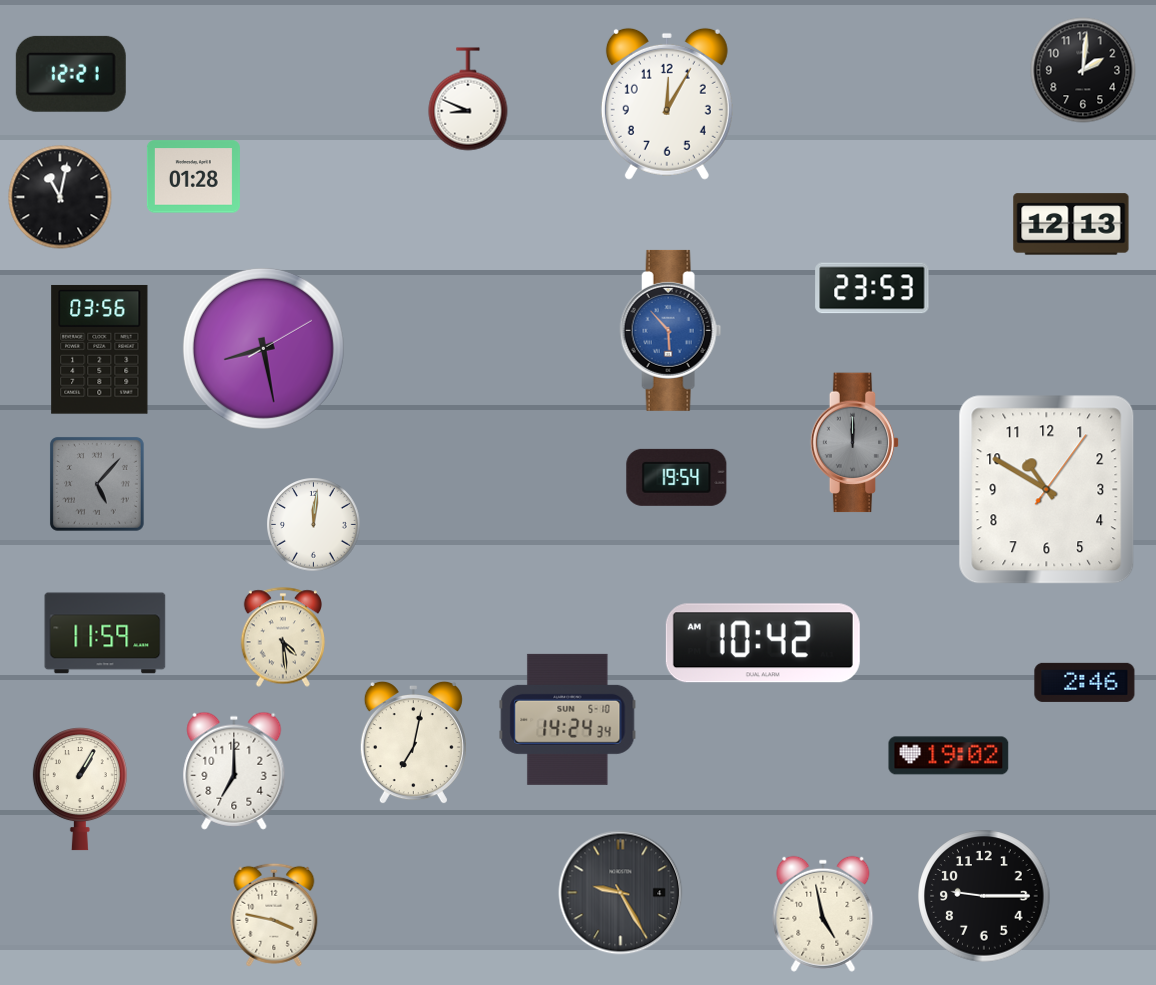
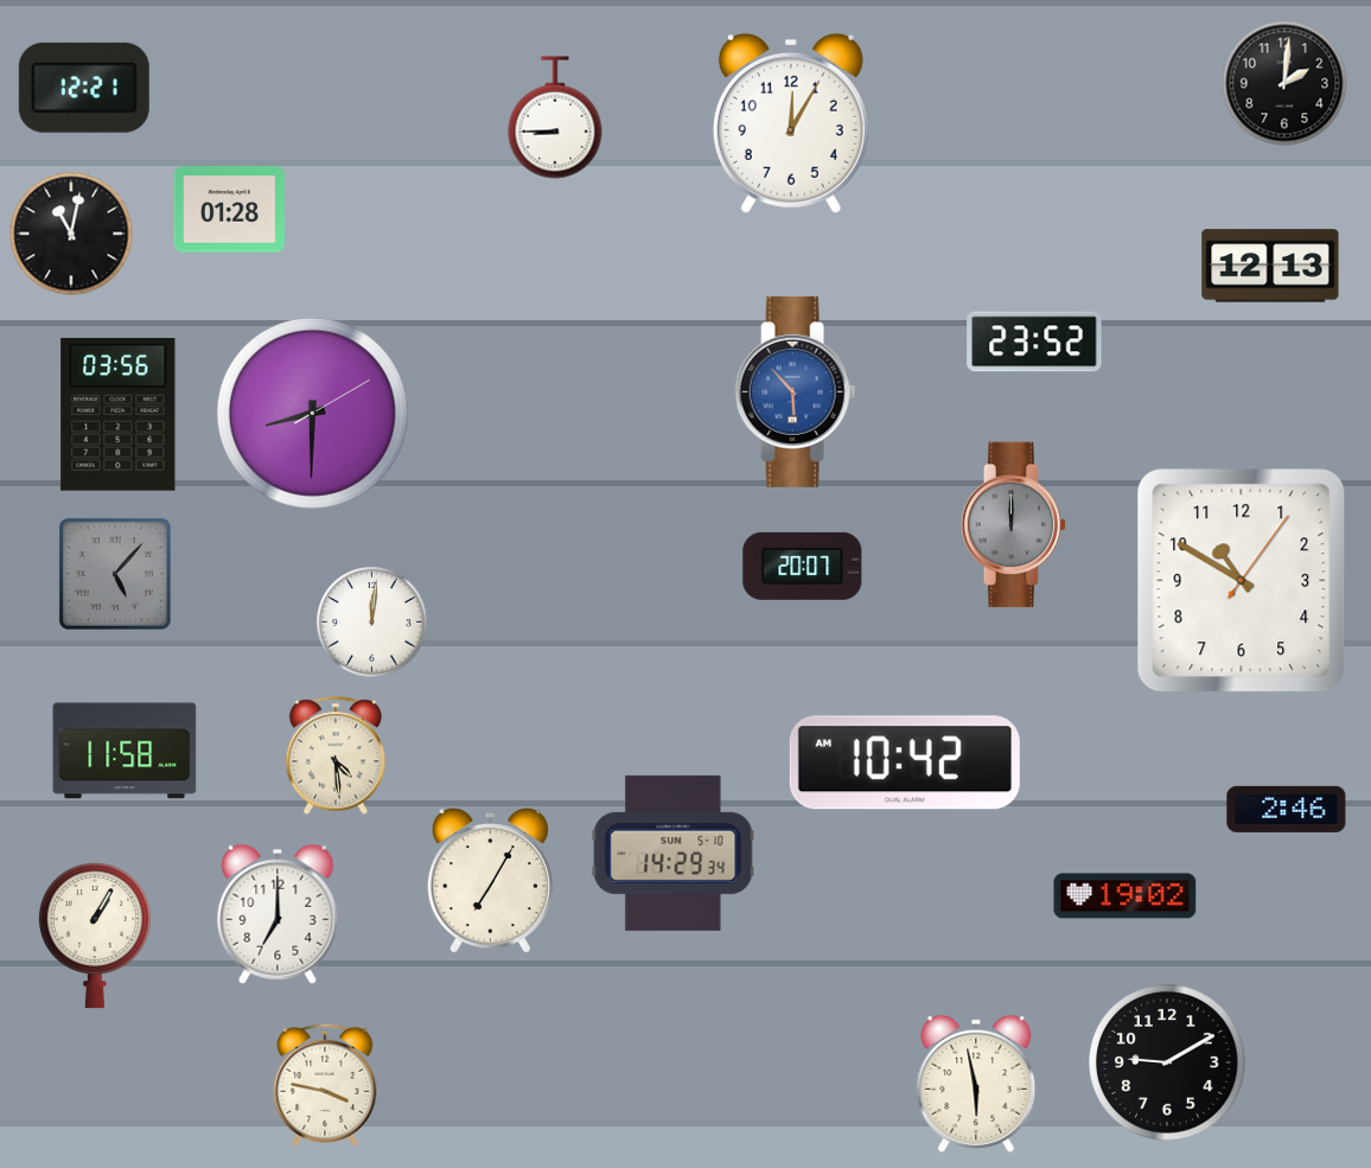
clock at (468, 99): 8:49 -> 8:45
clock at (872, 288): 23:53 -> 23:52
clock at (263, 348): 8:28 -> 8:30
clock at (677, 477): 19:54 -> 20:07
clock at (105, 633): 11:59 -> 11:58
clock at (568, 719): 14:24 -> 14:29
clock at (413, 743): 7:02 -> 7:05
clock at (621, 893): 9:25 -> none
clock at (984, 896): 9:15 -> 9:10
clock at (823, 914): 4:58 -> 5:58
